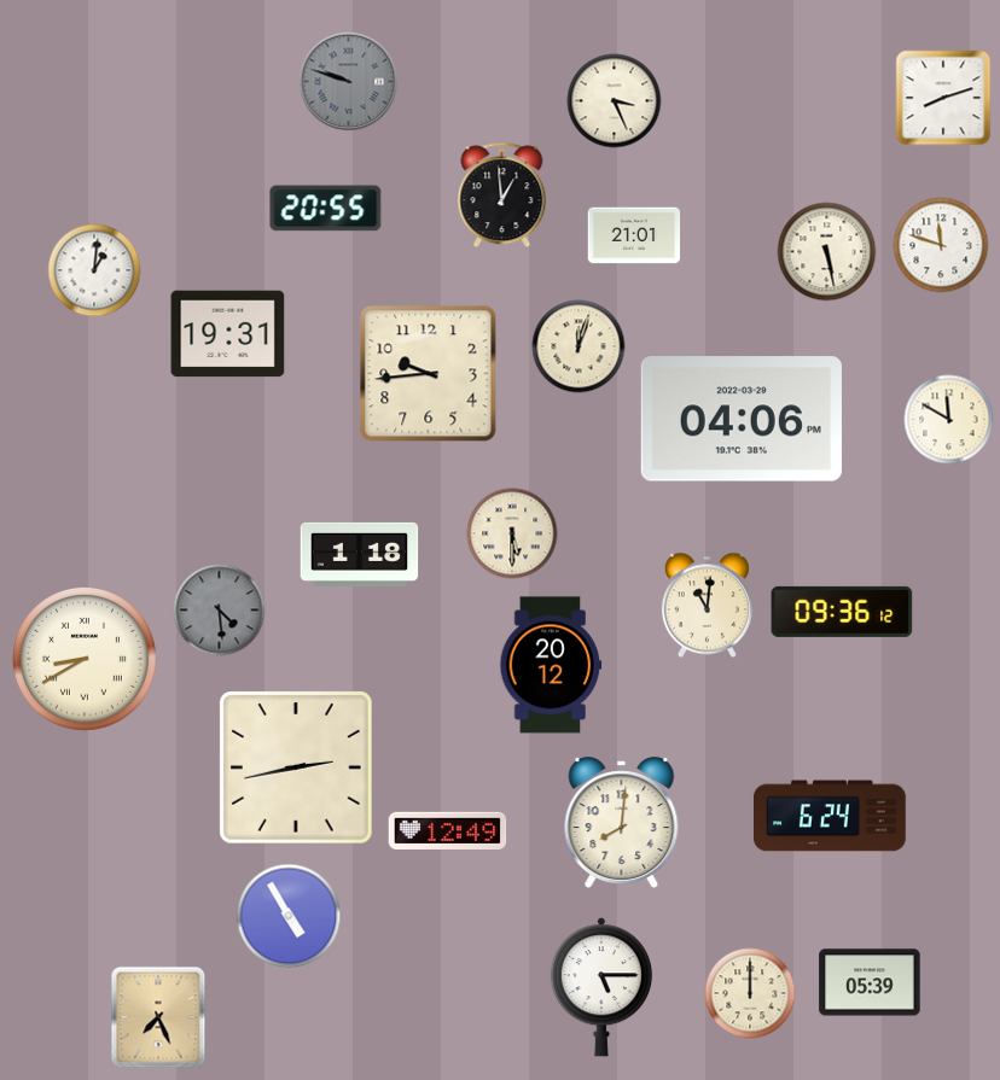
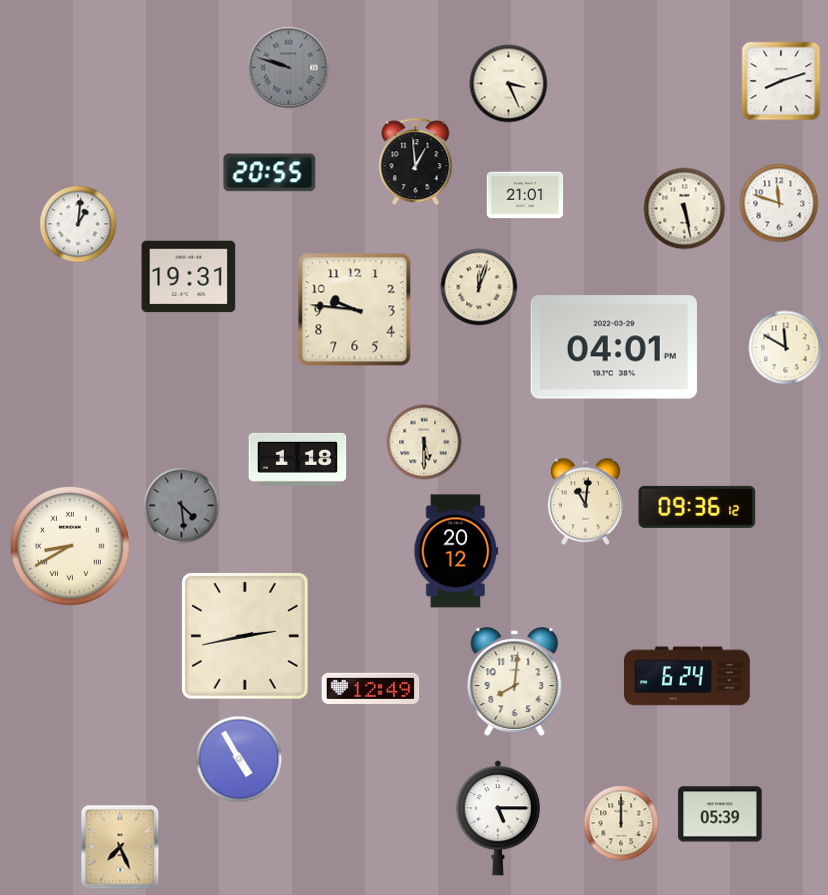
clock at (429, 374): 9:44 -> 9:46
clock at (742, 419): 04:06 -> 04:01
clock at (158, 1017) position: (158, 1017) -> (120, 847)
